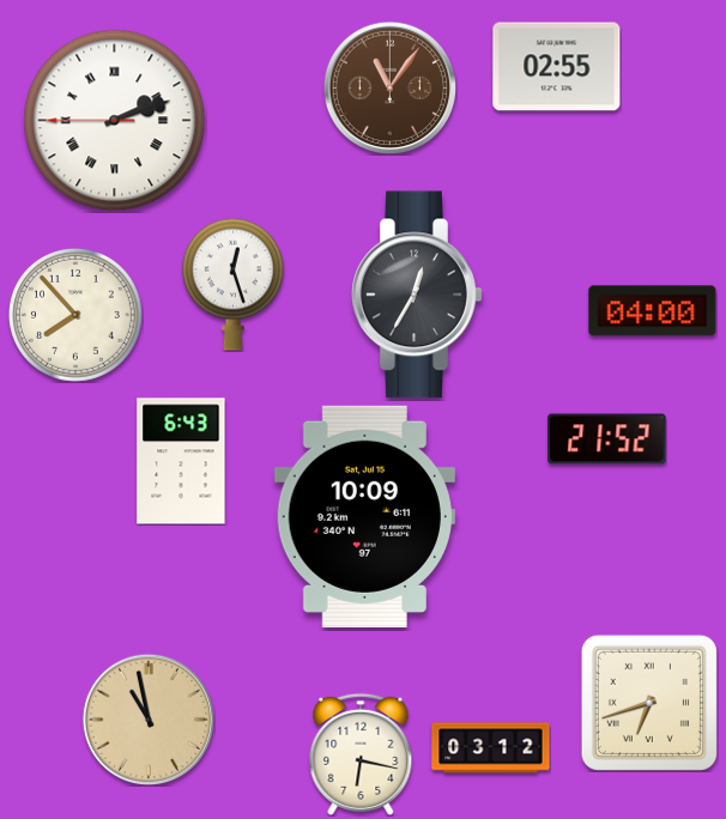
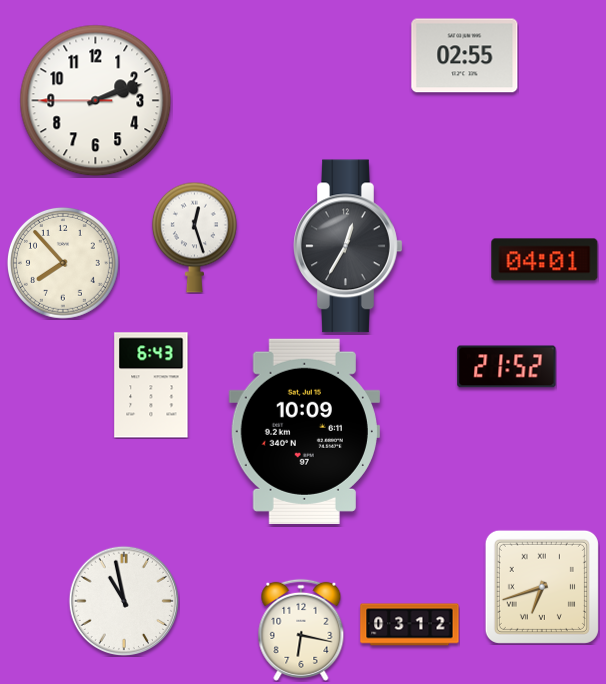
clock at (389, 87): 11:06 -> none
clock at (115, 121) numerals: Roman -> Arabic
clock at (653, 311): 04:00 -> 04:01
clock at (147, 718) dial: champagne -> white
